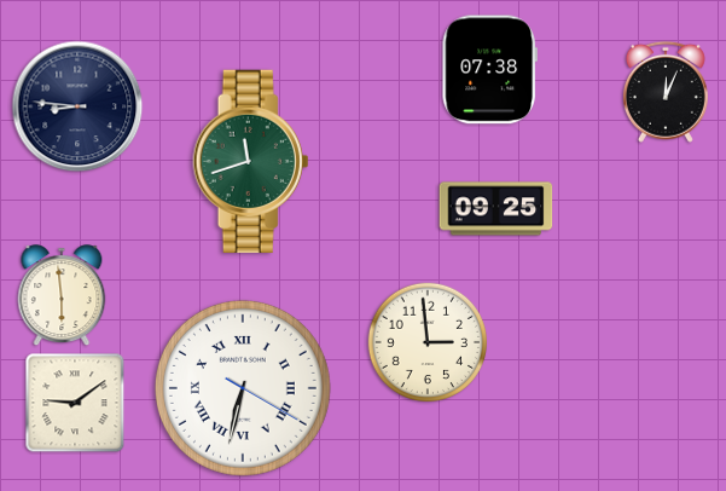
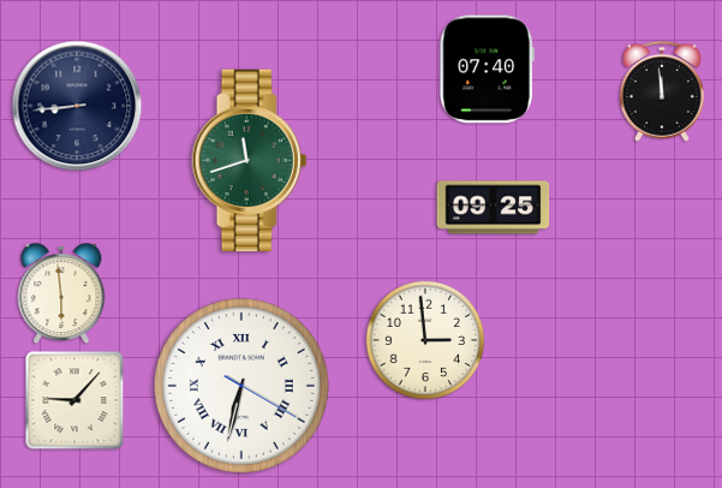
clock at (489, 70): 07:38 -> 07:40
clock at (666, 92): 12:04 -> 11:59
clock at (77, 106): 8:46 -> 8:44
clock at (75, 403): 9:09 -> 9:07
